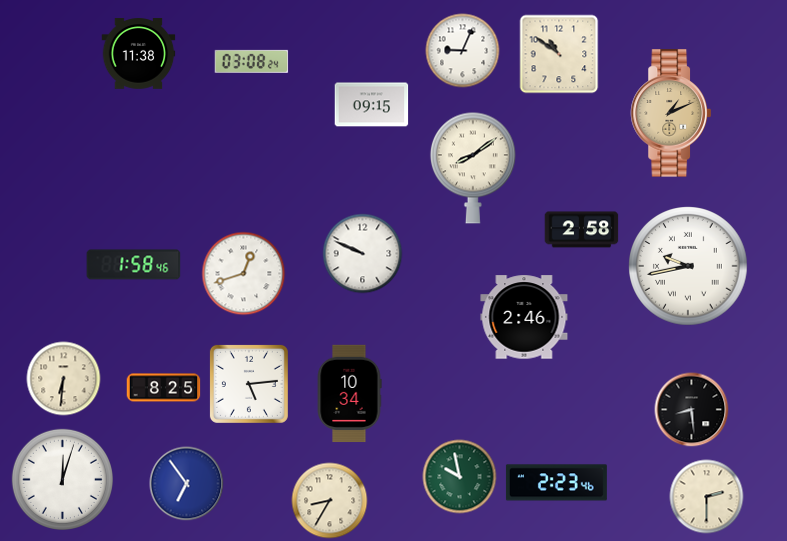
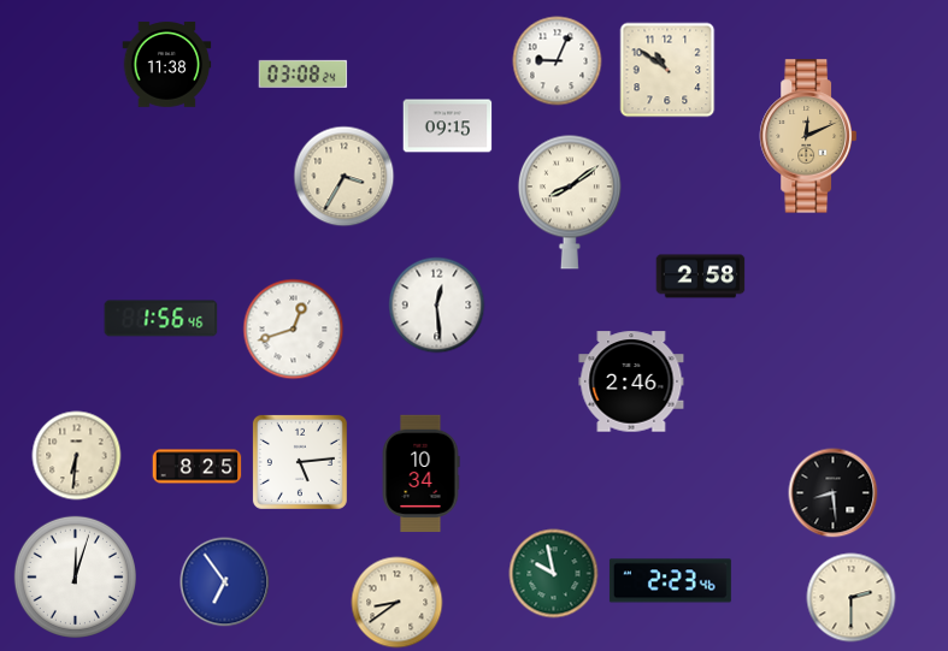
clock at (559, 54) position: (559, 54) -> (667, 70)
clock at (671, 113): 1:11 -> 12:11
clock at (345, 177): none -> 3:35
clock at (363, 254): 9:49 -> 12:29
clock at (134, 265): 1:58 -> 1:56
clock at (688, 266): 9:43 -> none
clock at (330, 501): 8:35 -> 8:39
